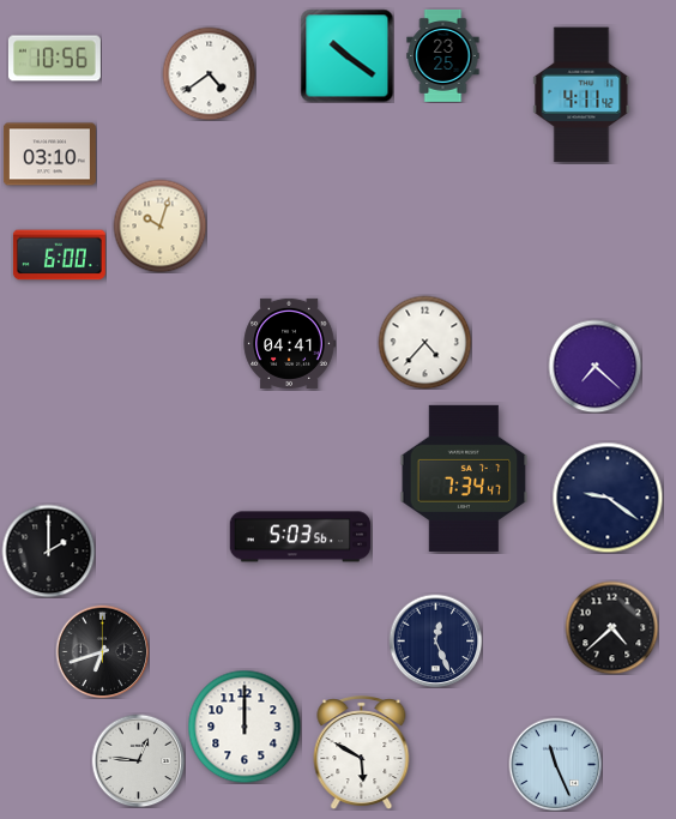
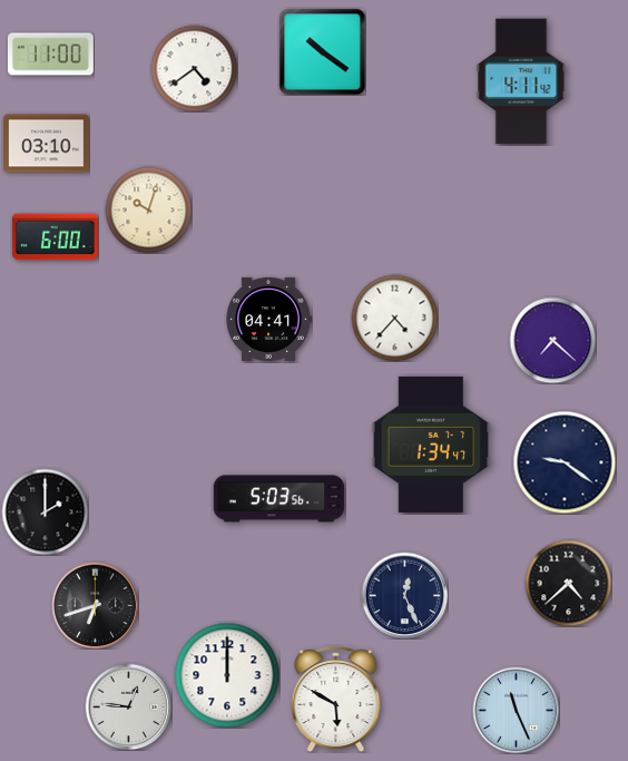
clock at (443, 55): 23:25 -> none
clock at (54, 59): 10:56 -> 11:00
clock at (581, 95) position: (581, 95) -> (521, 81)
clock at (464, 478): 7:34 -> 1:34
